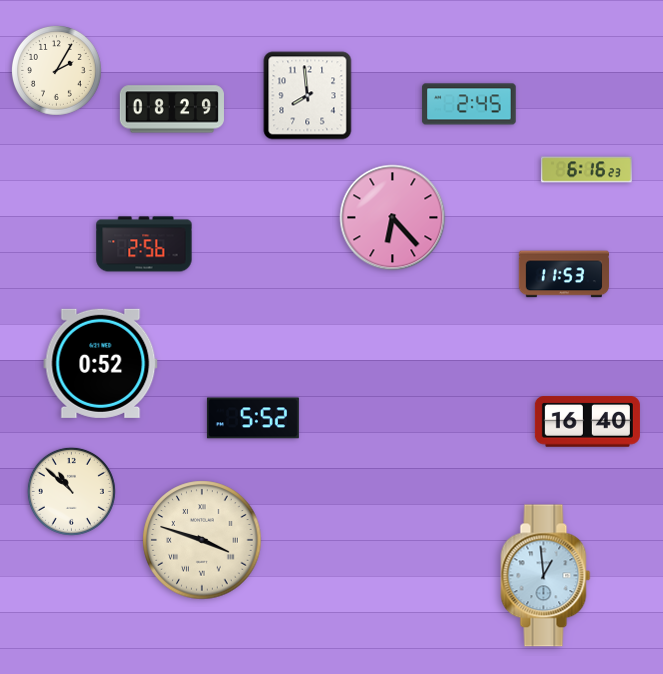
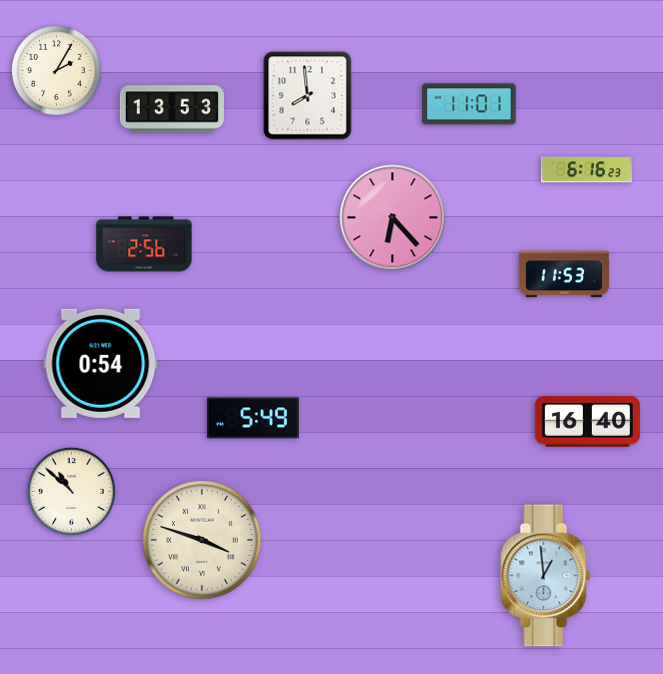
clock at (469, 104): 2:45 -> 11:01
clock at (172, 109): 08:29 -> 13:53
clock at (101, 363): 0:52 -> 0:54
clock at (253, 418): 5:52 -> 5:49
